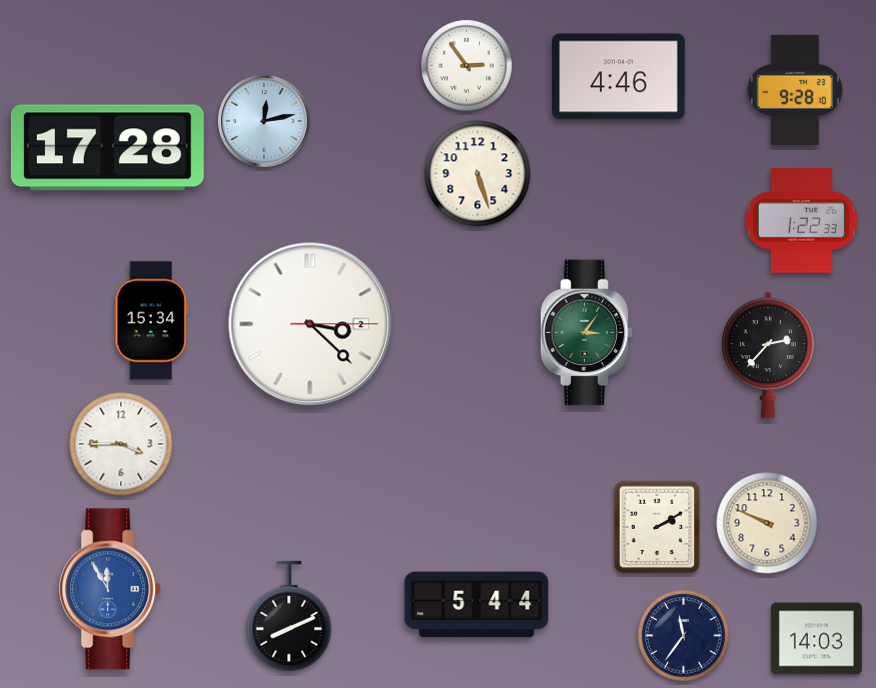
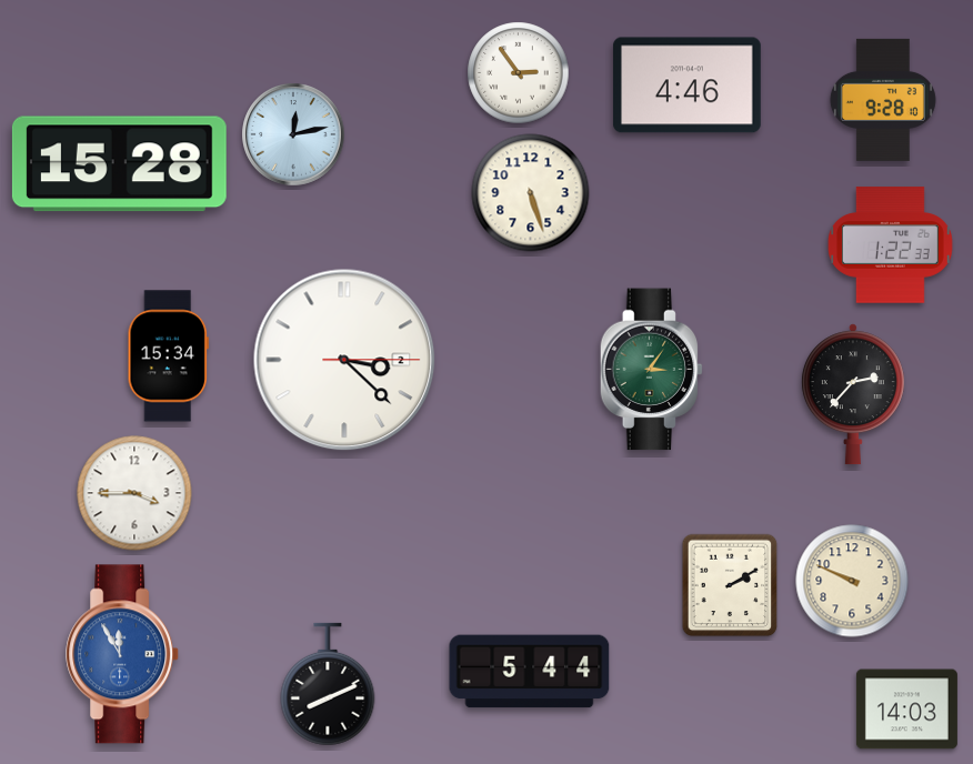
clock at (107, 148): 17:28 -> 15:28
clock at (289, 616) position: (289, 616) -> (328, 684)
clock at (684, 636): 11:36 -> none
